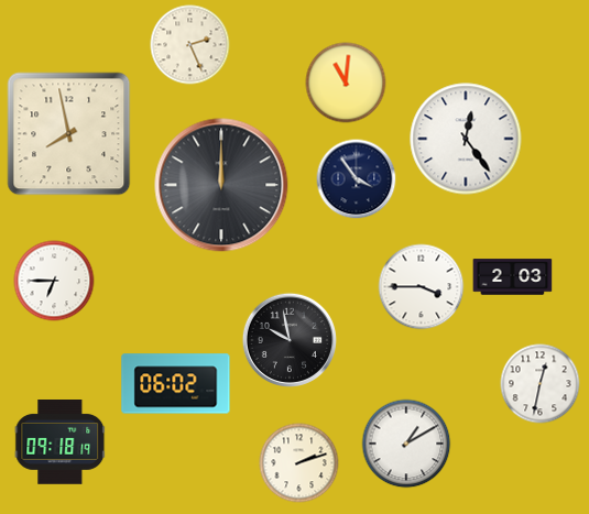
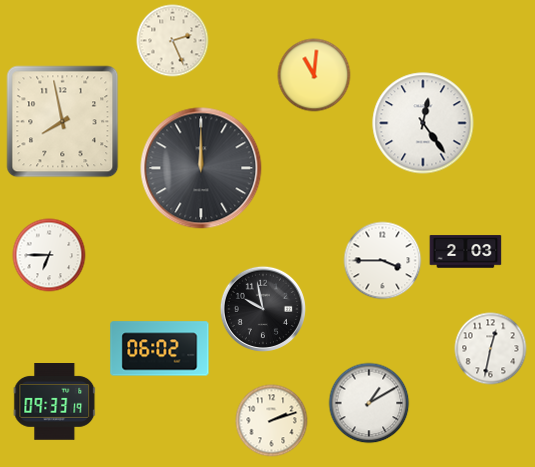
clock at (466, 139) position: (466, 139) -> (423, 123)
clock at (357, 179): 3:54 -> none
clock at (61, 442): 09:18 -> 09:33
